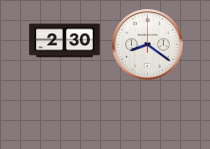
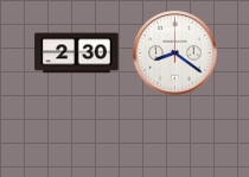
clock at (65, 41) position: (65, 41) -> (77, 53)
